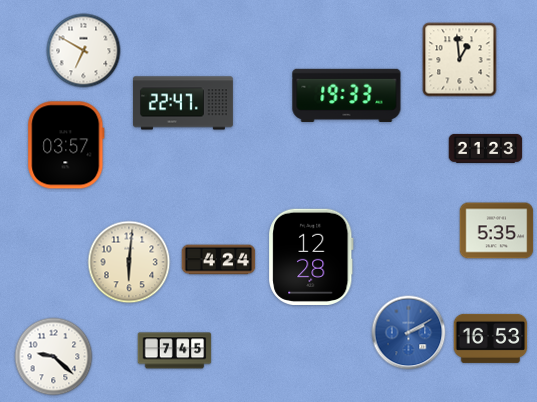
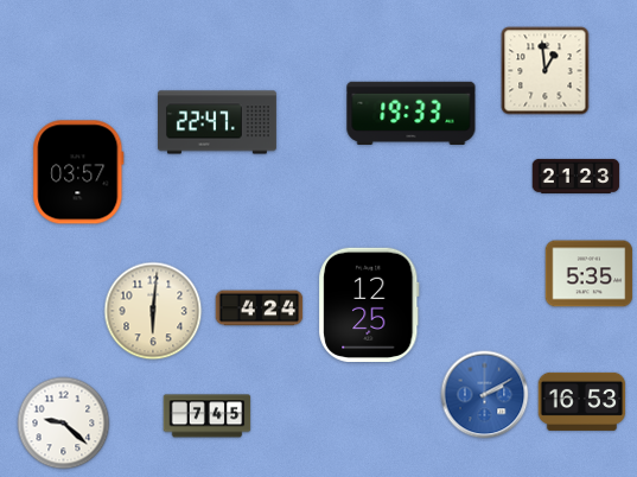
clock at (84, 51): 6:50 -> none
clock at (311, 256): 12:28 -> 12:25
